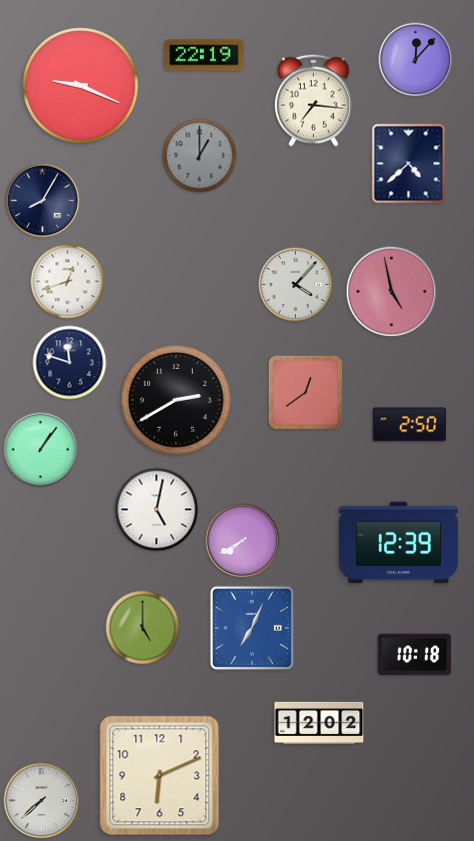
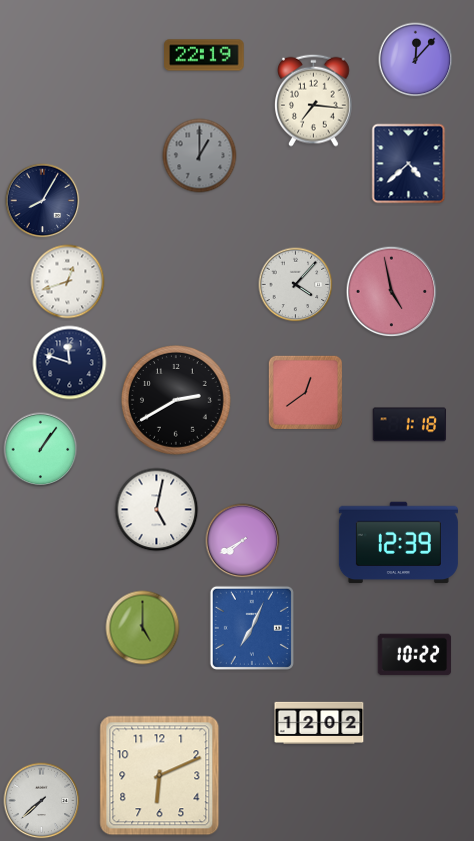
clock at (81, 86): 9:19 -> none
clock at (410, 425): 2:50 -> 1:18
clock at (415, 655): 10:18 -> 10:22
